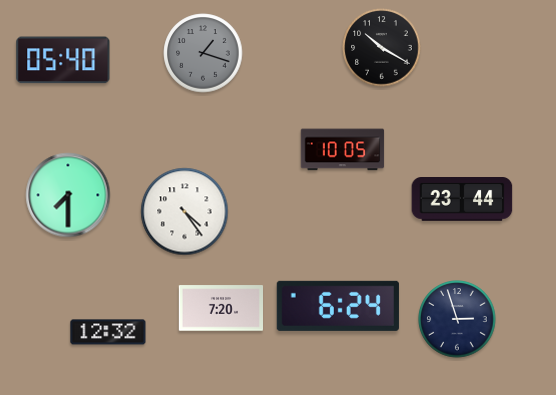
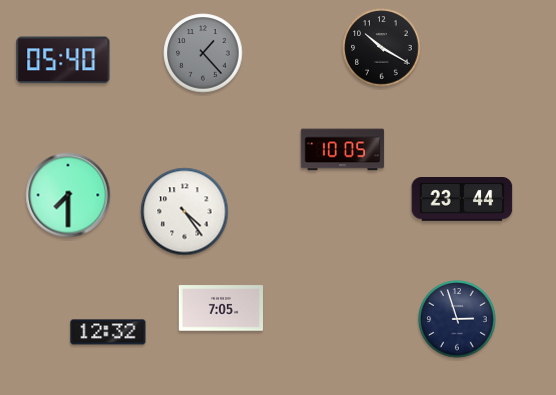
clock at (203, 53): 1:18 -> 1:23
clock at (338, 306): 6:24 -> none
clock at (220, 308): 7:20 -> 7:05
